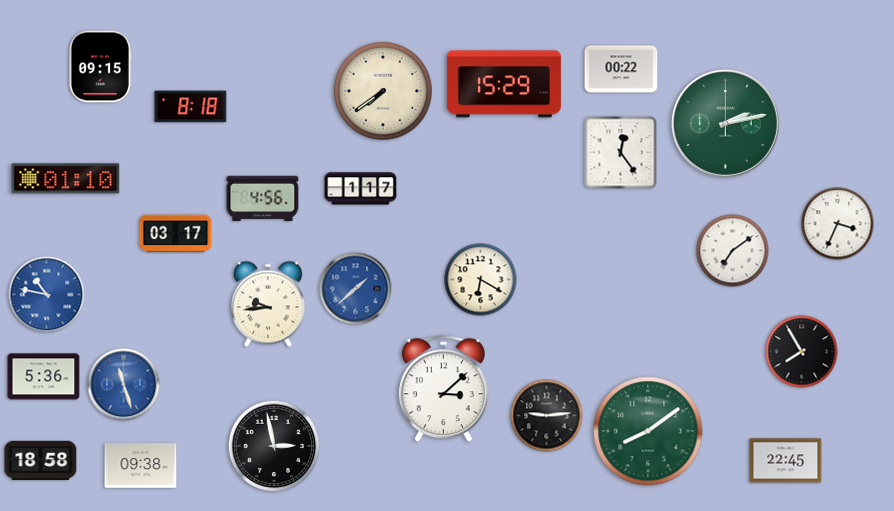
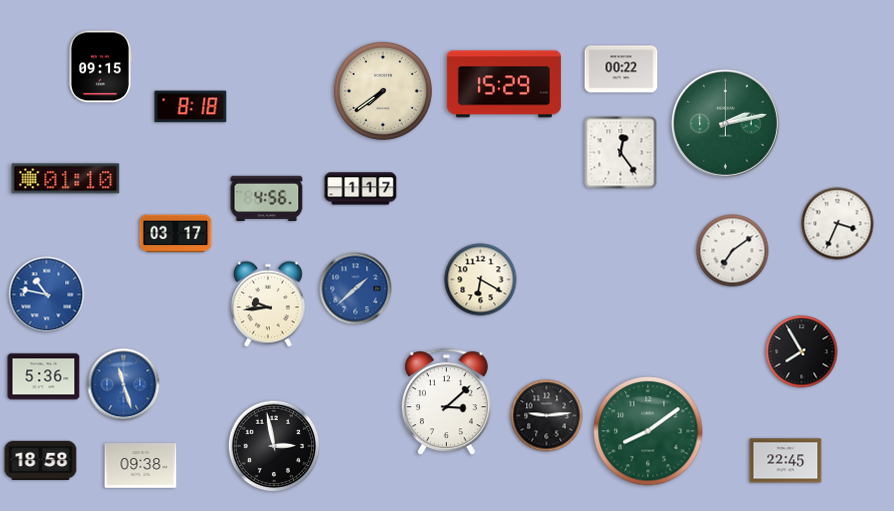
clock at (263, 199) position: (263, 199) -> (267, 199)
clock at (443, 389) position: (443, 389) -> (446, 402)
